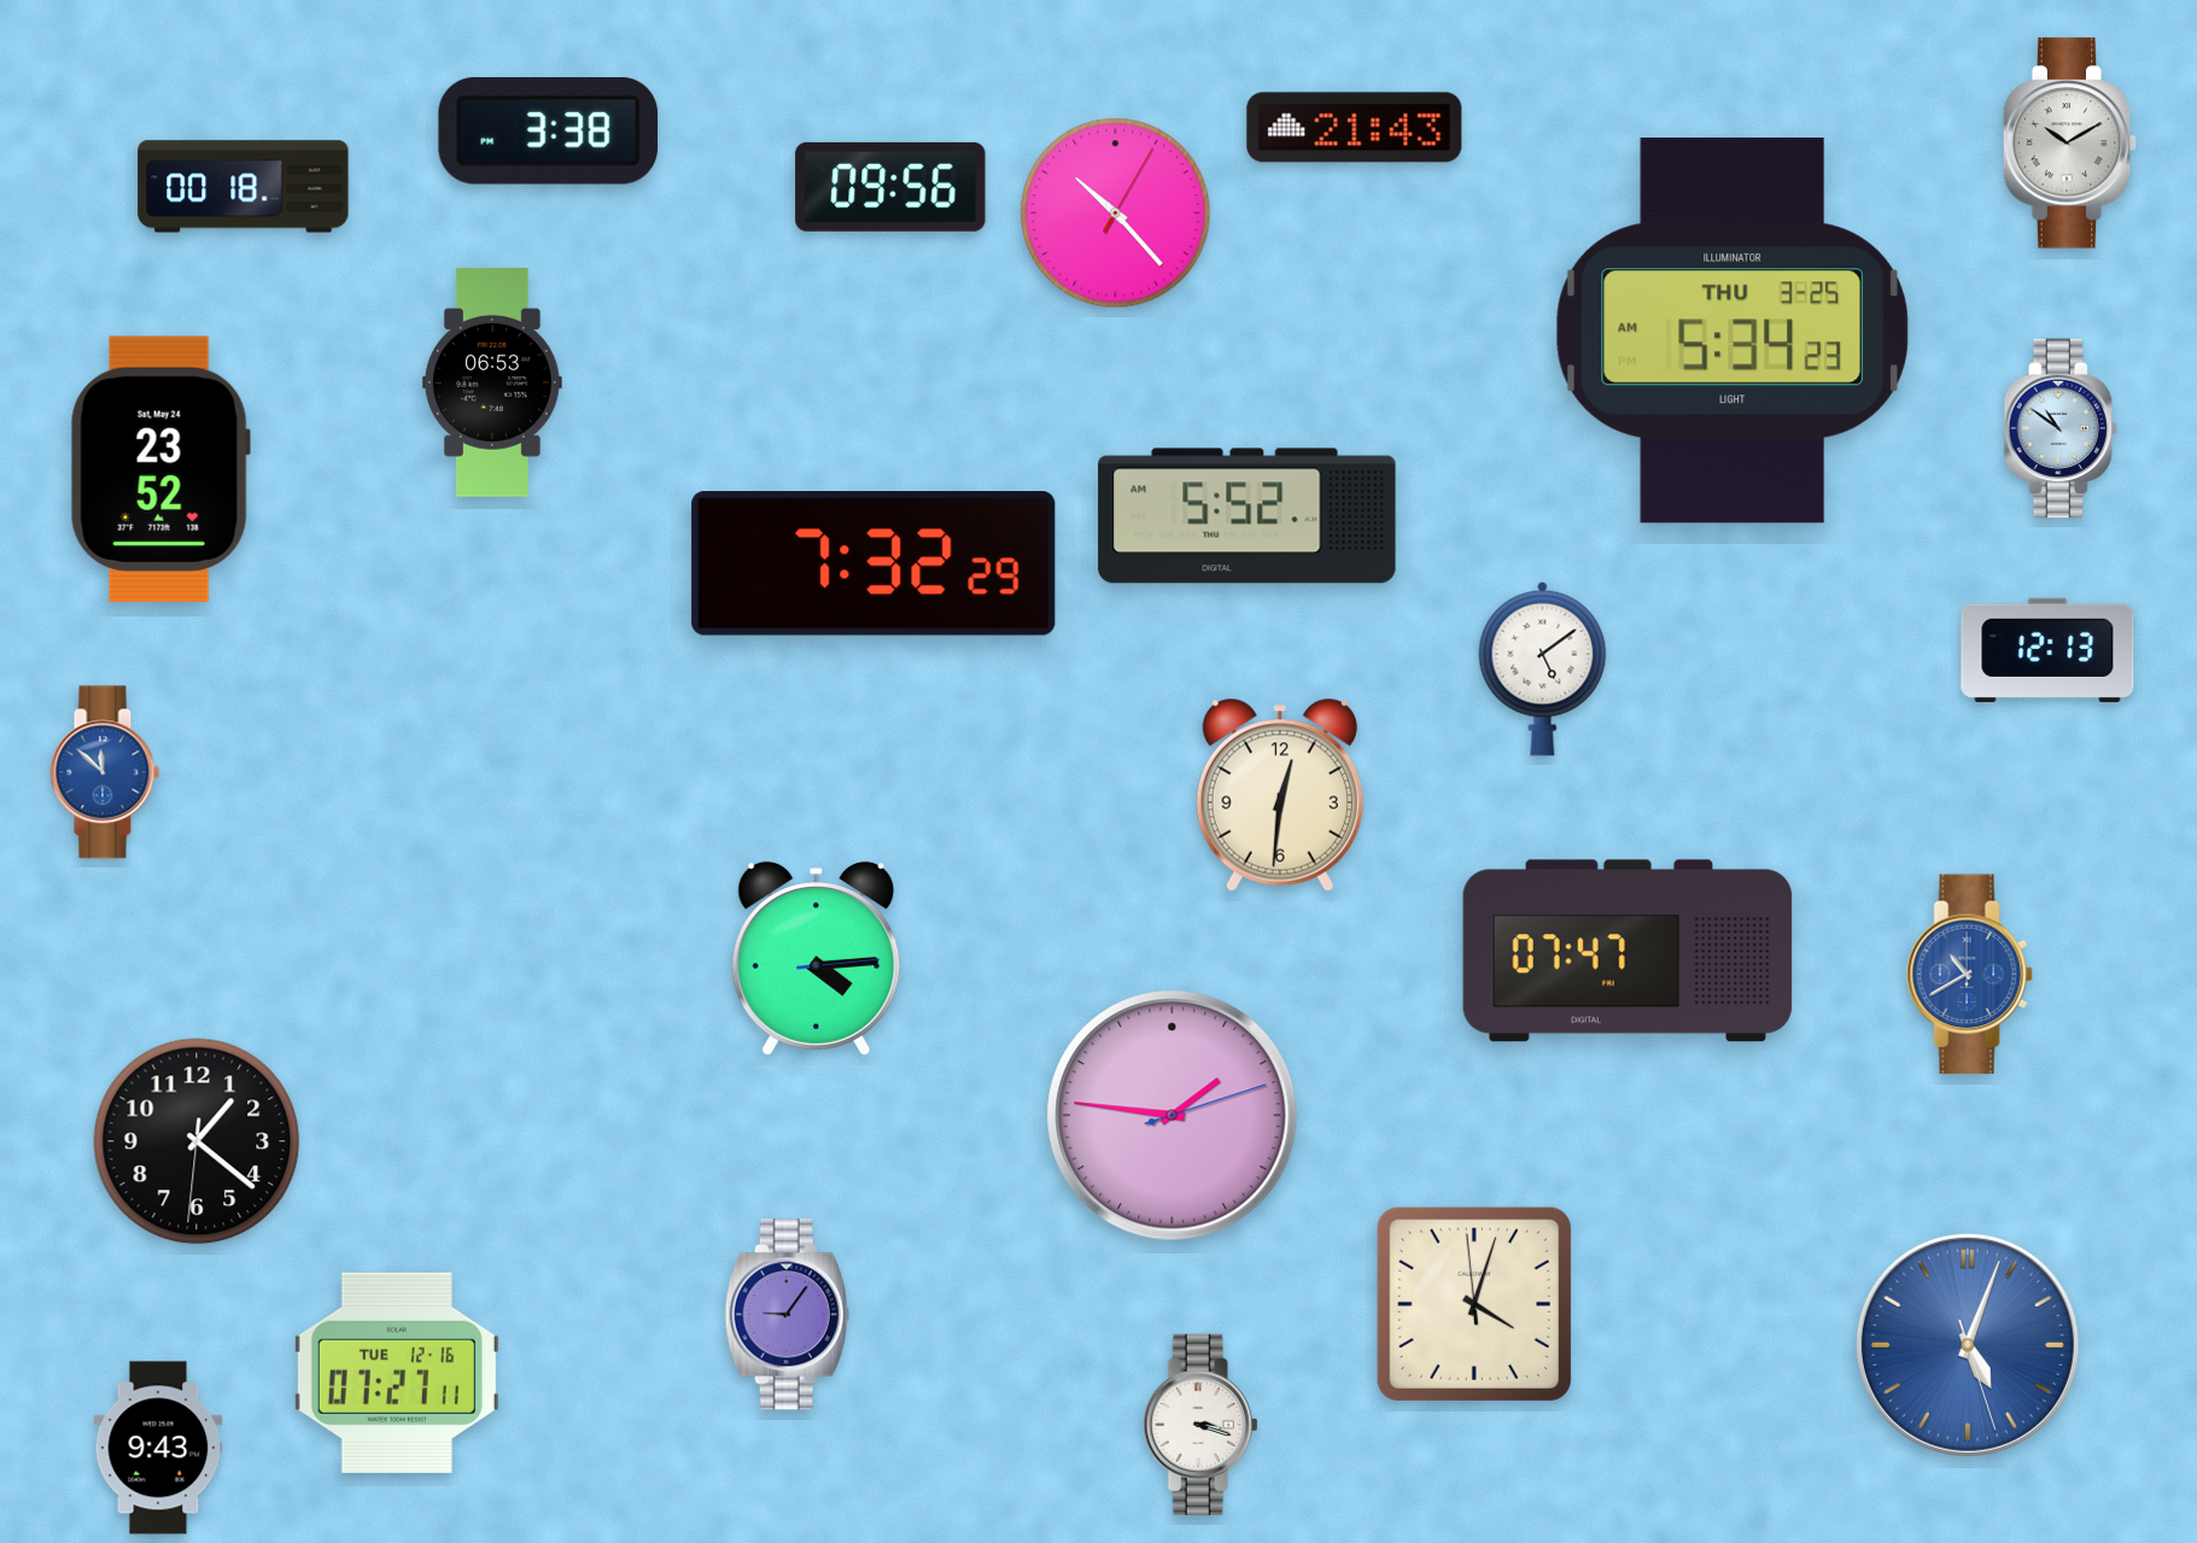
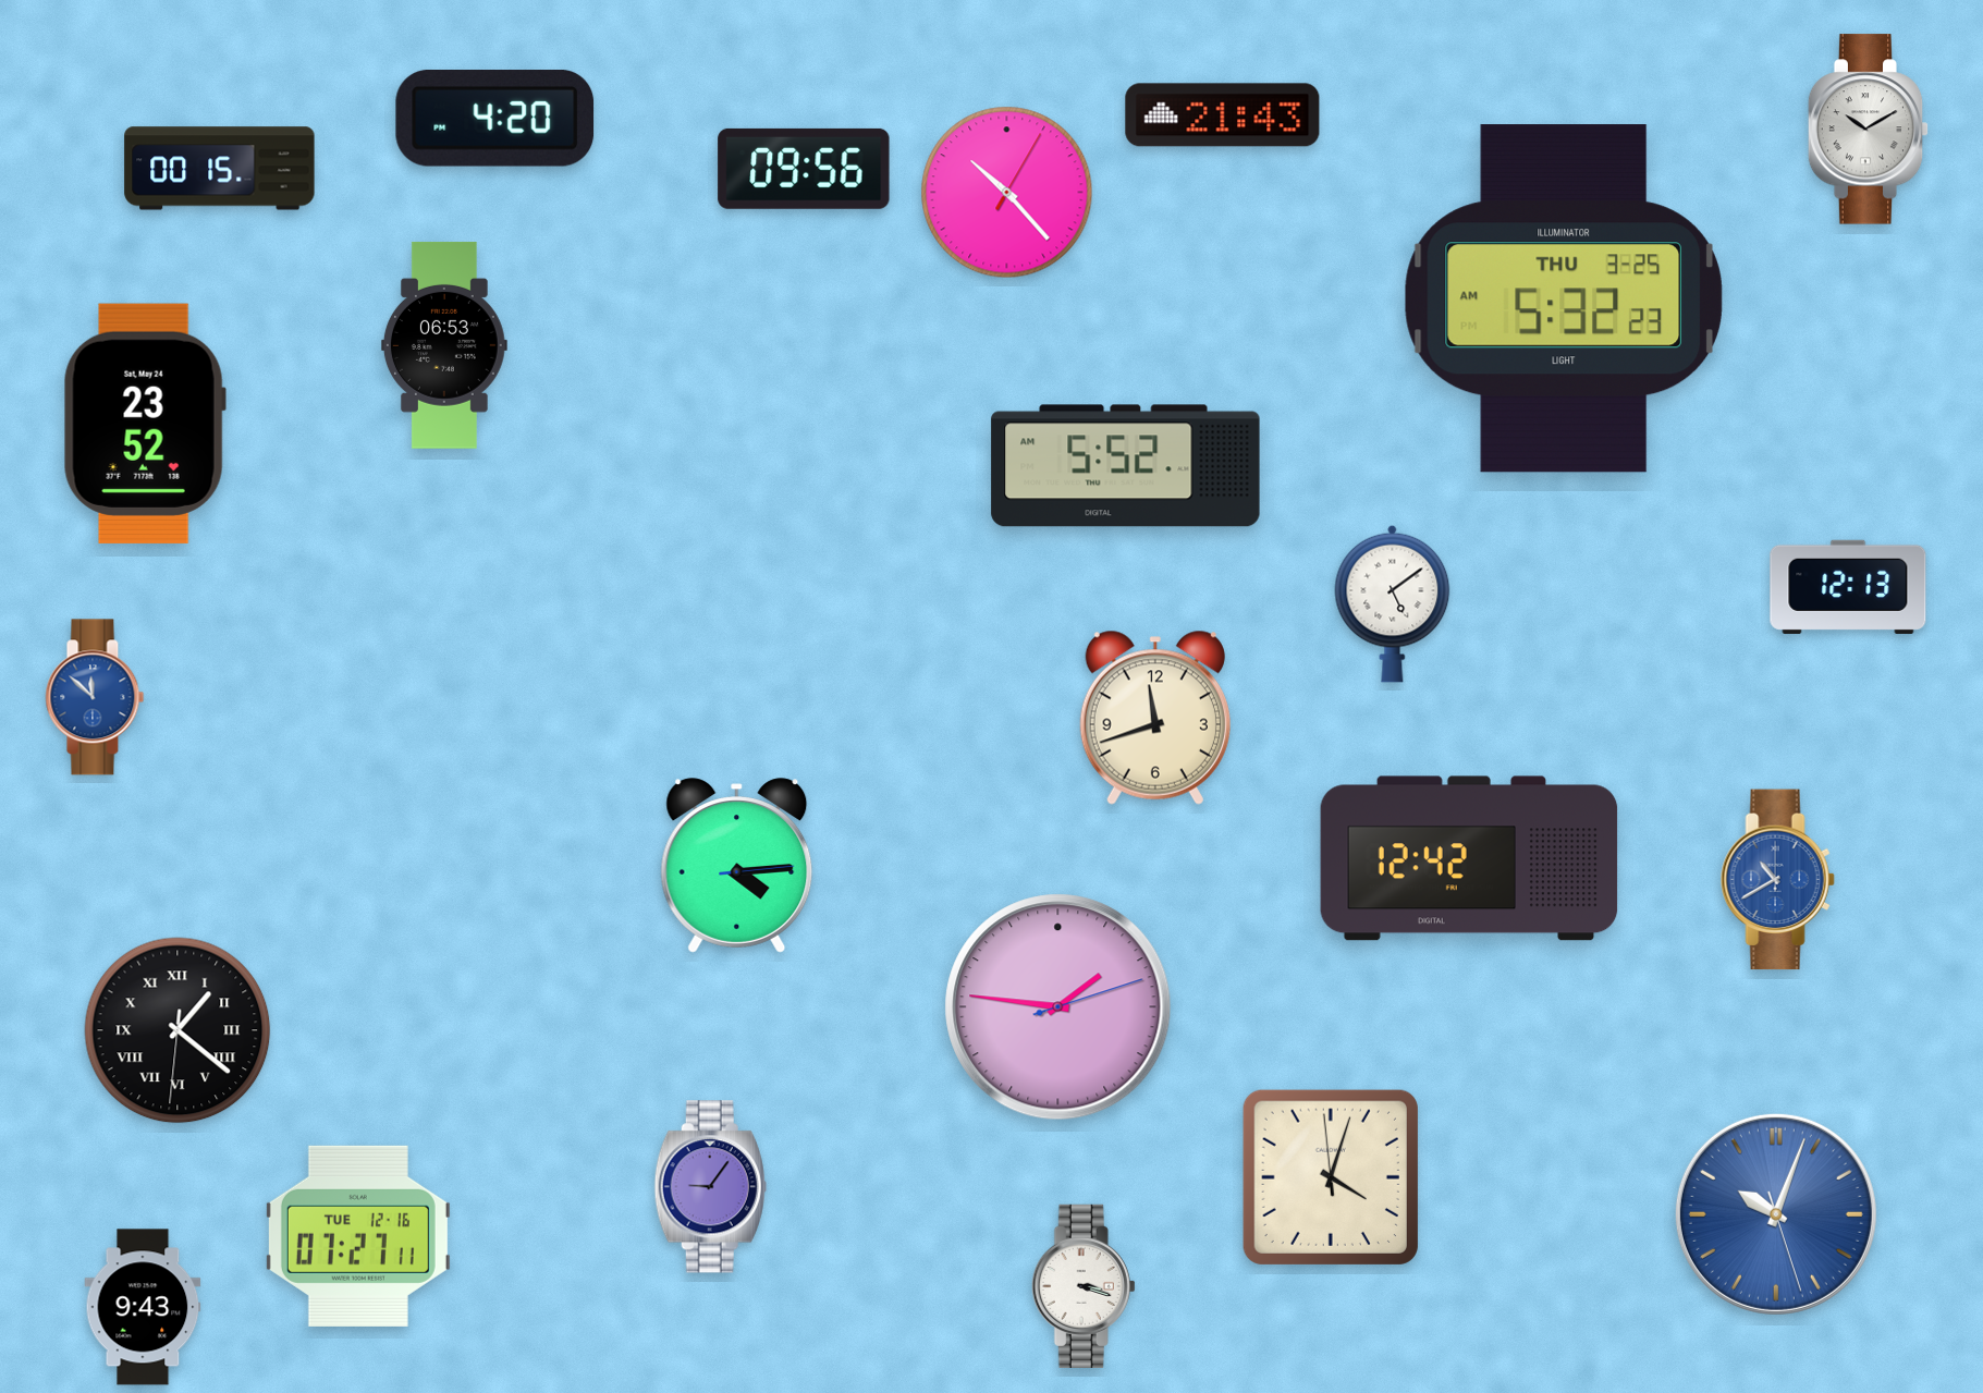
clock at (549, 131): 3:38 -> 4:20
clock at (244, 187): 00:18 -> 00:15
clock at (1733, 331): 5:34 -> 5:32
clock at (2061, 428): 10:51 -> none
clock at (873, 563): 7:32 -> none
clock at (1280, 795): 12:31 -> 11:42
clock at (1628, 951): 07:47 -> 12:42
clock at (197, 1141) numerals: Arabic -> Roman
clock at (1968, 1345): 5:03 -> 10:03
clock at (397, 1373) position: (397, 1373) -> (358, 1236)
